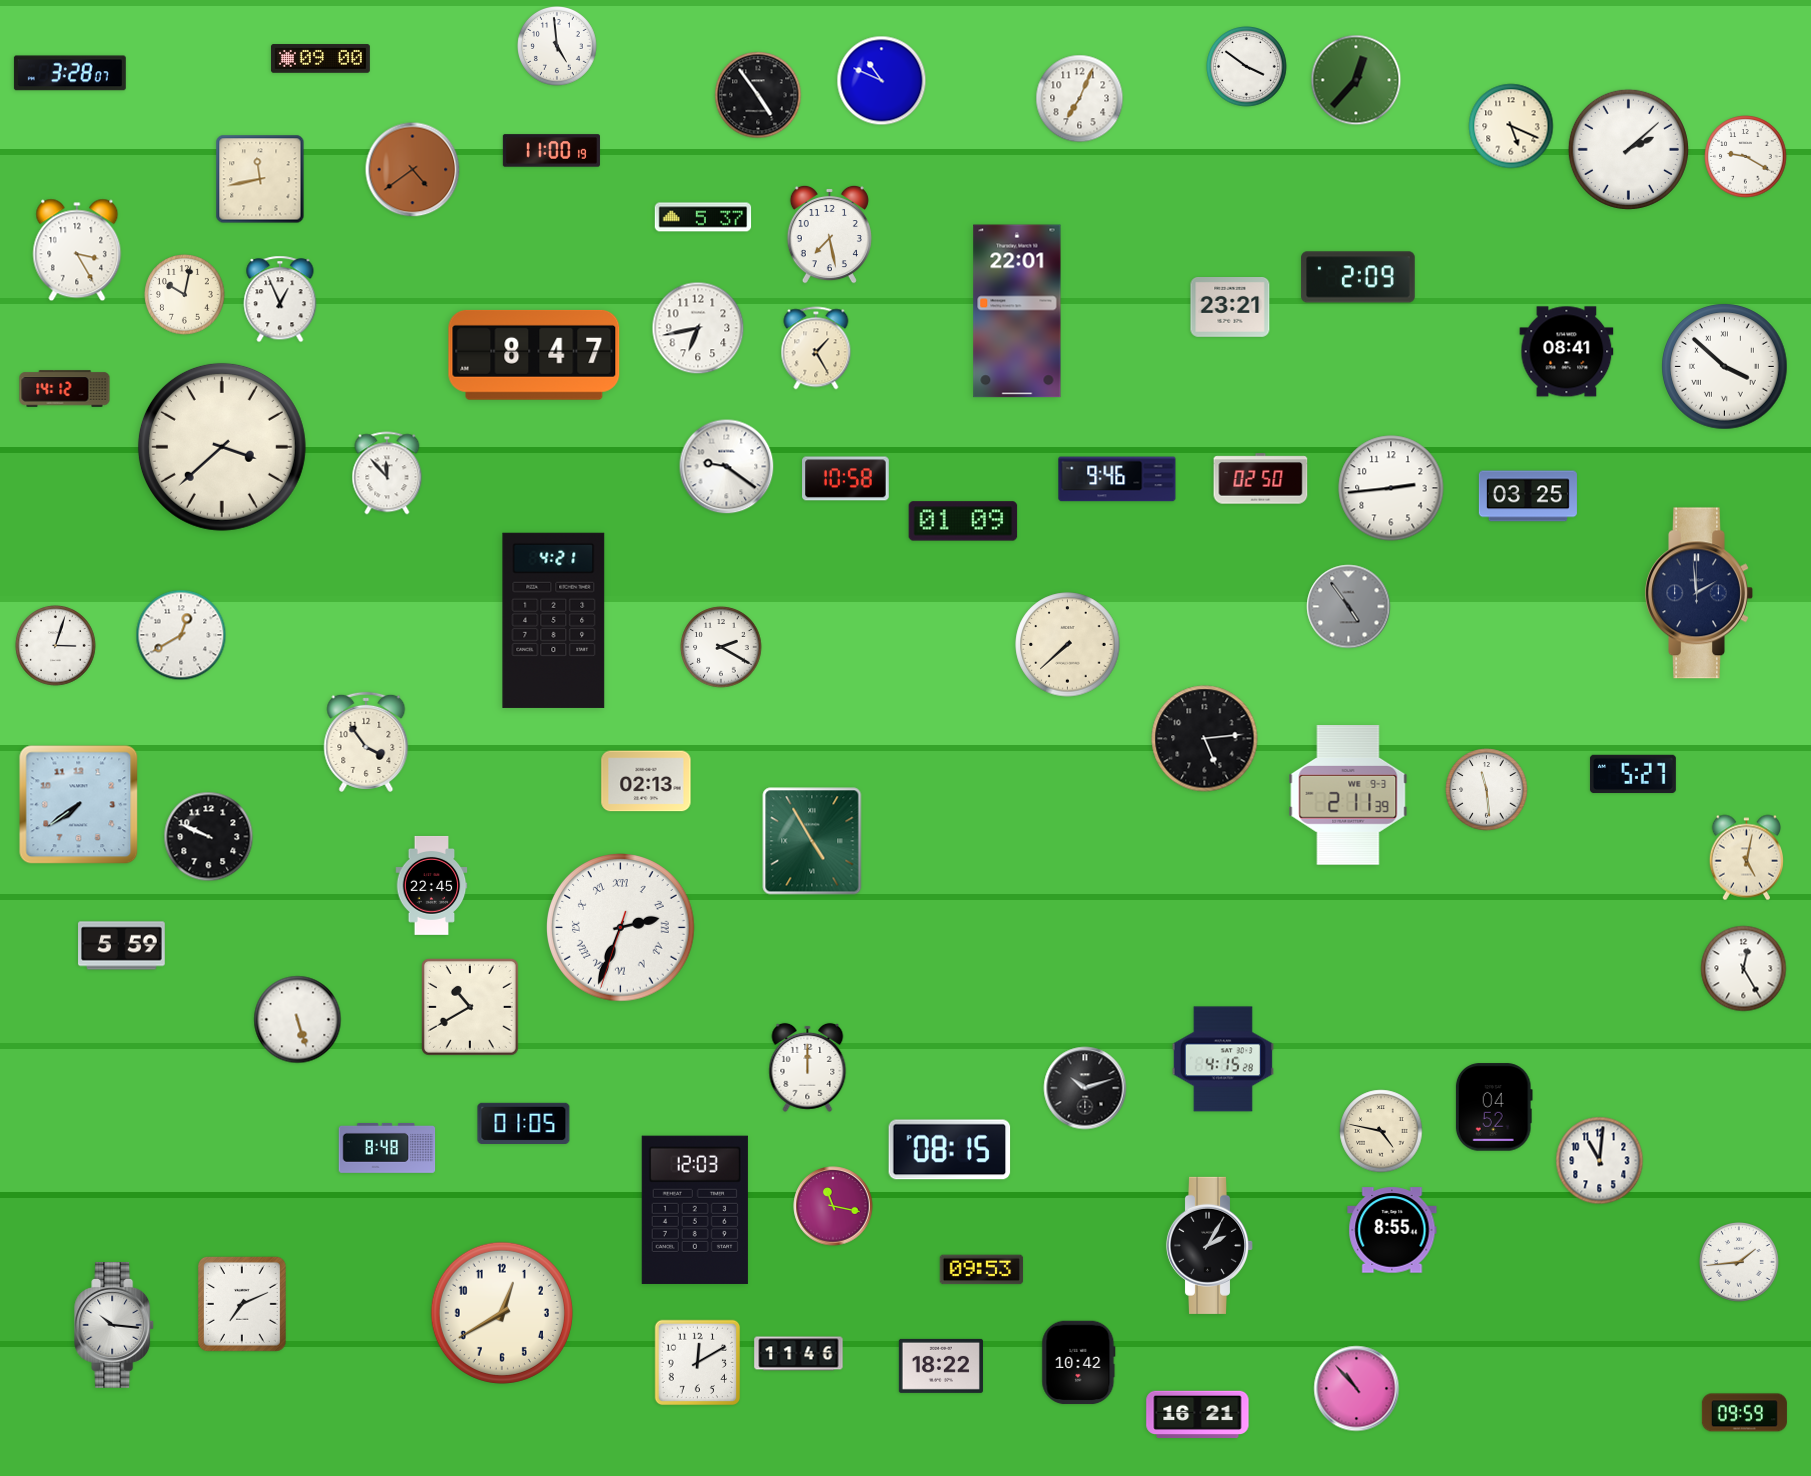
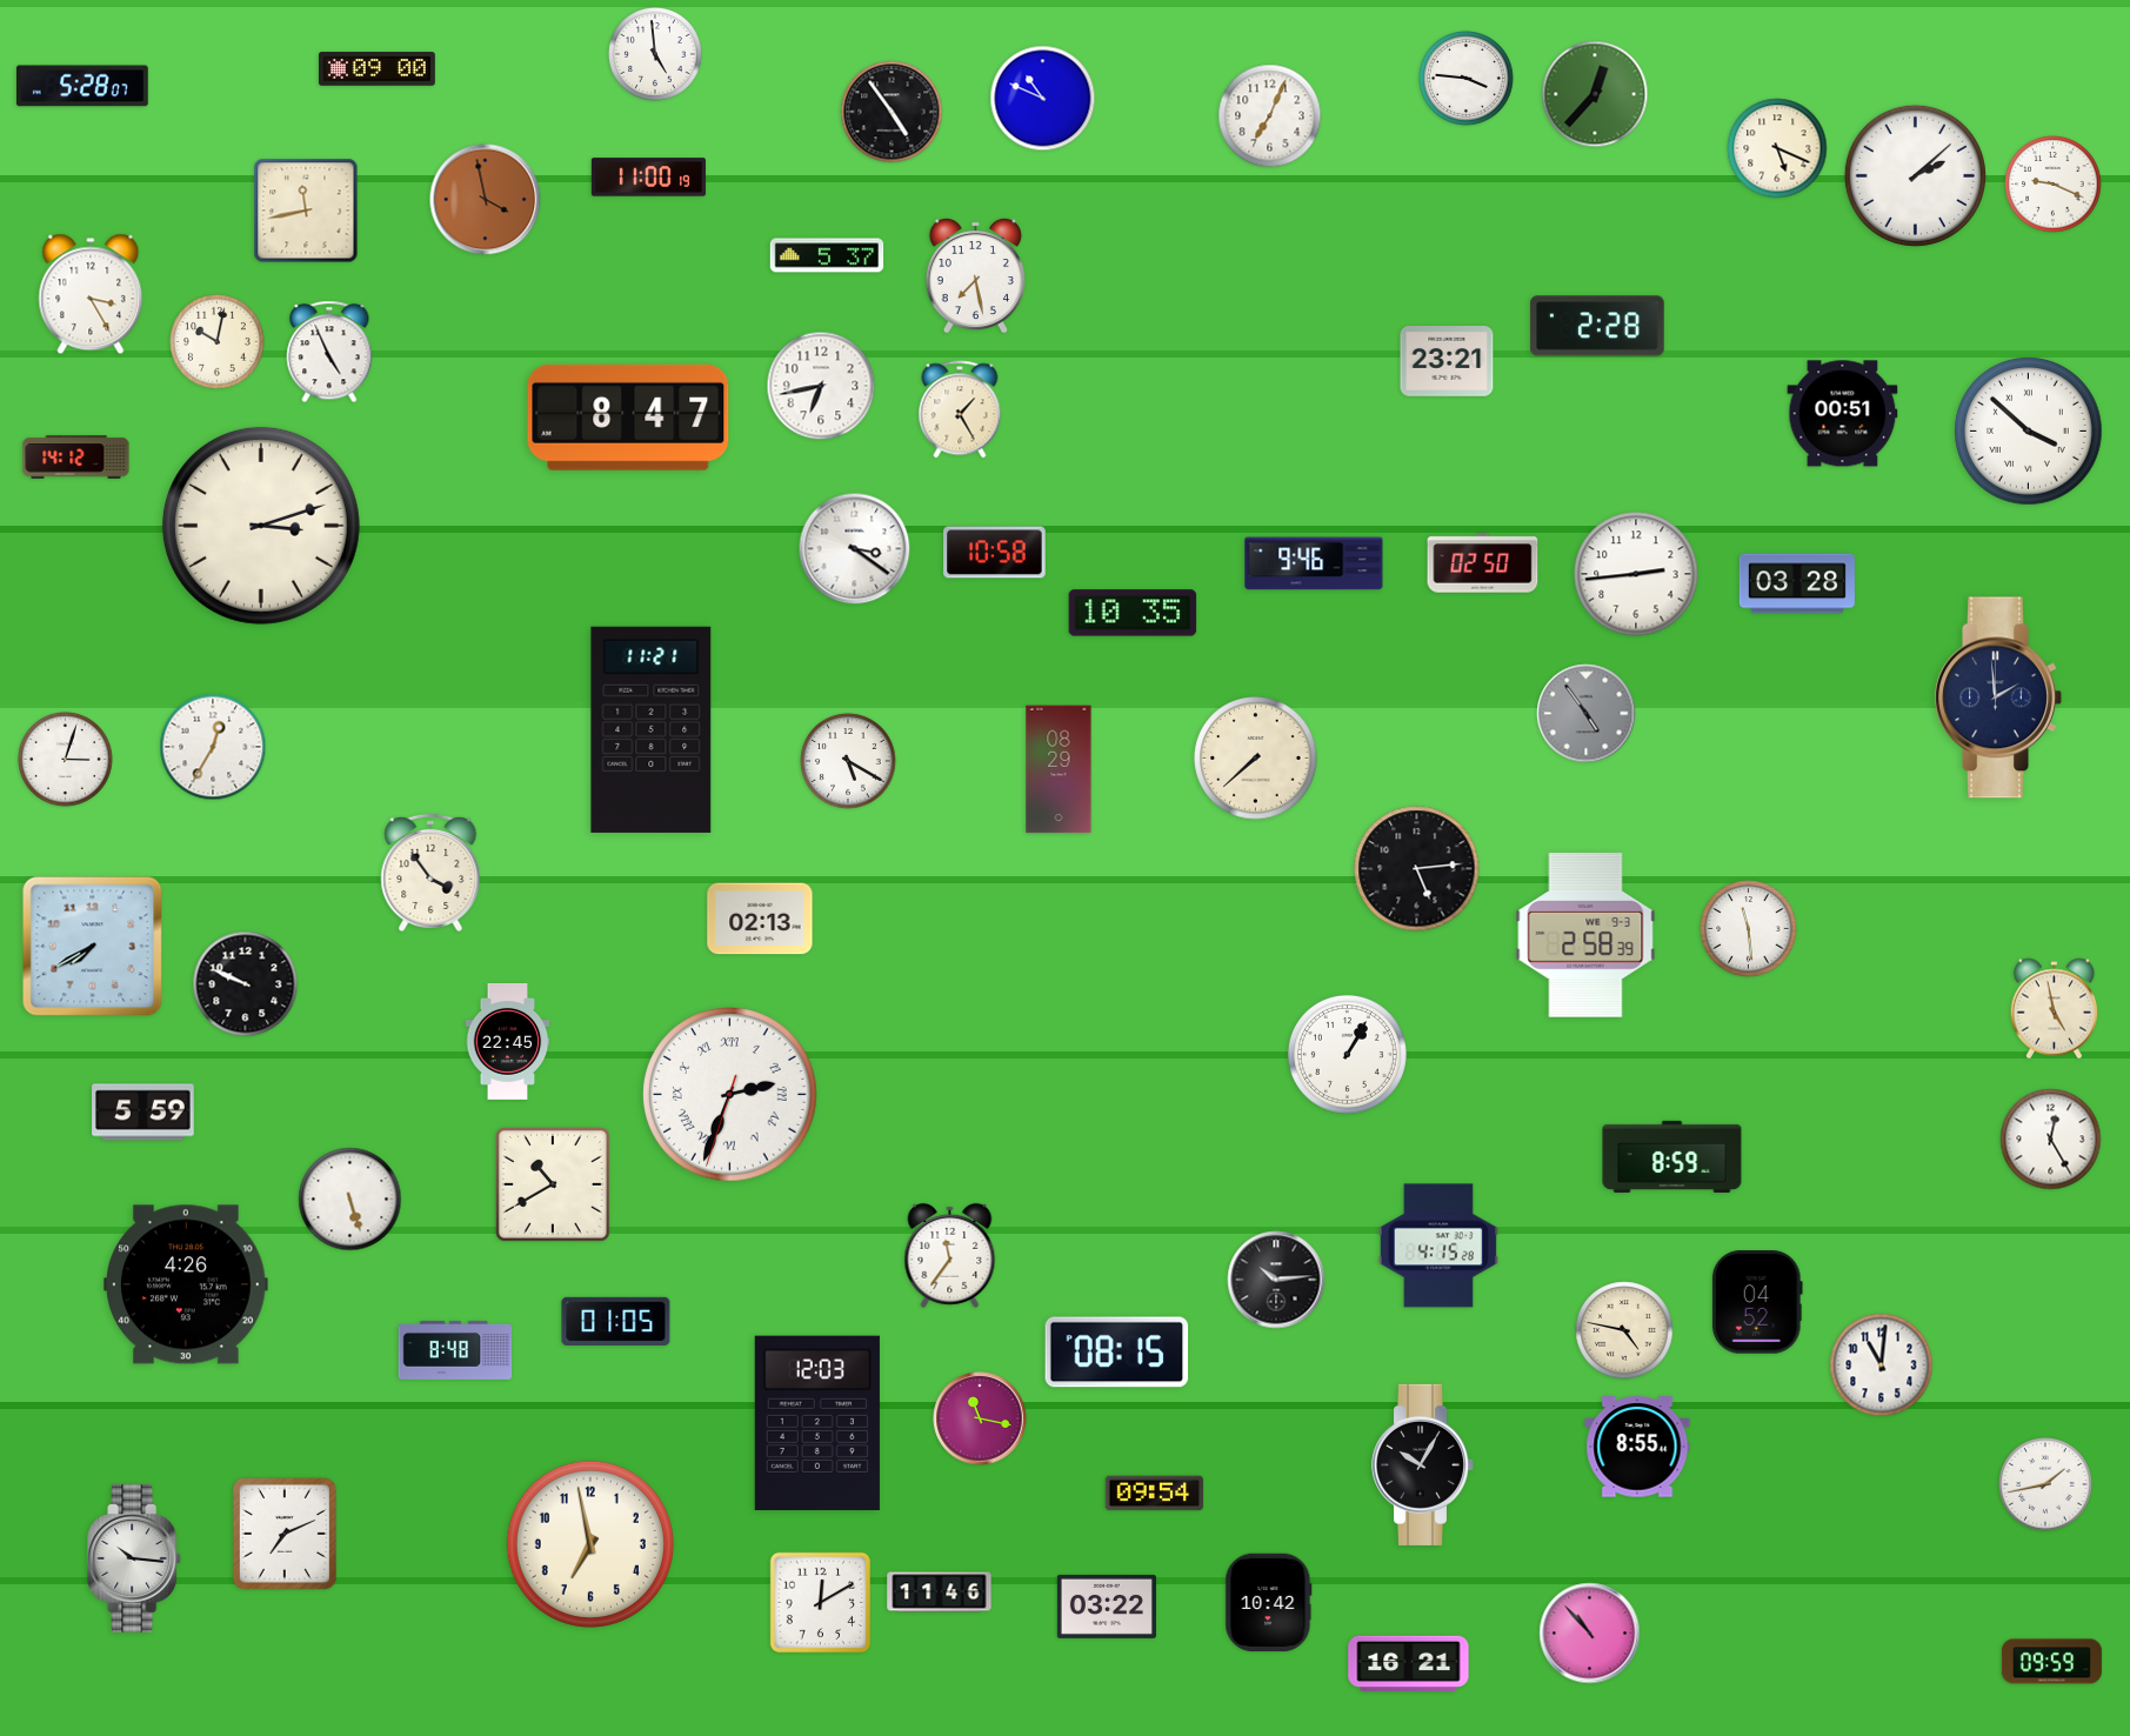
clock at (1247, 67): 3:51 -> 3:46
clock at (70, 73): 3:28 -> 5:28
clock at (882, 81) position: (882, 81) -> (1043, 99)
clock at (1746, 157): 9:20 -> 9:19
clock at (413, 170): 4:39 -> 3:58
clock at (1358, 277): 2:09 -> 2:28
clock at (185, 295) position: (185, 295) -> (218, 342)
clock at (280, 299): 12:56 -> 4:56
clock at (1017, 311): 22:01 -> none
clock at (1567, 352): 08:41 -> 00:51
clock at (222, 447): 3:38 -> 3:12
clock at (727, 467): 9:21 -> 3:21
clock at (387, 473): 11:53 -> none
clock at (846, 479) position: (846, 479) -> (995, 553)
clock at (1528, 496): 03:25 -> 03:28
clock at (963, 521): 01:09 -> 10:35
clock at (554, 620): 4:21 -> 11:21
clock at (181, 635): 12:40 -> 12:35
clock at (721, 647): 2:20 -> 5:20
clock at (1059, 769): none -> 08:29
clock at (1633, 774): 5:27 -> none
clock at (1348, 795): 2:11 -> 2:58
clock at (79, 805): 7:39 -> 7:40
clock at (812, 841): 4:55 -> none
clock at (1746, 858): 5:02 -> 4:58
clock at (1347, 1054): none -> 1:05
clock at (621, 928) position: (621, 928) -> (730, 1095)
clock at (1672, 1156): none -> 8:59
clock at (808, 1067): 12:00 -> 11:36
clock at (1085, 1088): 10:12 -> 10:14
clock at (186, 1284): none -> 4:26
clock at (1209, 1245): 2:05 -> 10:05
clock at (1740, 1263): 1:44 -> 1:43
clock at (982, 1270): 09:53 -> 09:54
clock at (502, 1313): 12:40 -> 6:58
clock at (941, 1366): 18:22 -> 03:22
clock at (1357, 1389) position: (1357, 1389) -> (1590, 1634)
